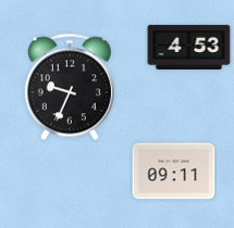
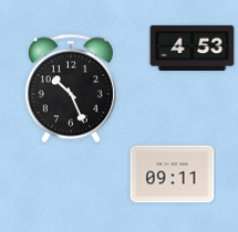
clock at (70, 87): 9:34 -> 10:26
clock at (174, 172) position: (174, 172) -> (173, 175)
